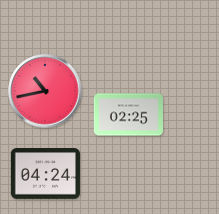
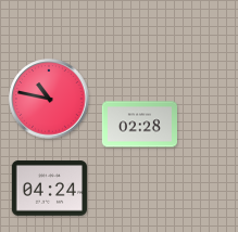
clock at (45, 91): 10:43 -> 10:47
clock at (128, 115): 02:25 -> 02:28
